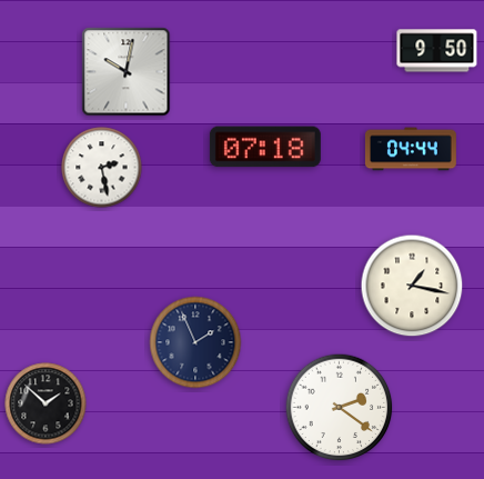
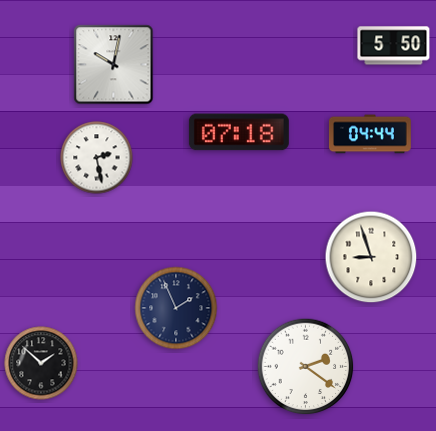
clock at (437, 51): 9:50 -> 5:50
clock at (102, 168) position: (102, 168) -> (97, 158)
clock at (412, 286): 1:17 -> 8:57
